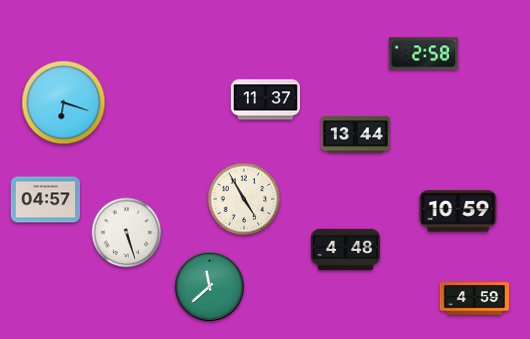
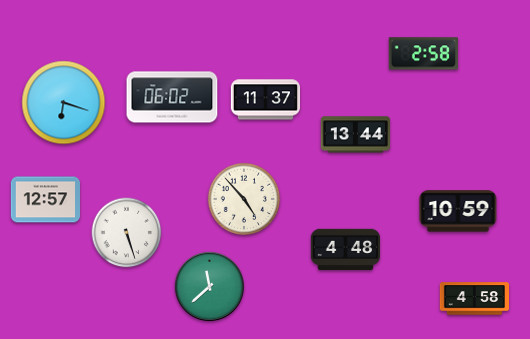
clock at (172, 97): none -> 06:02
clock at (244, 199): 4:55 -> 4:53
clock at (45, 200): 04:57 -> 12:57
clock at (474, 299): 4:59 -> 4:58
